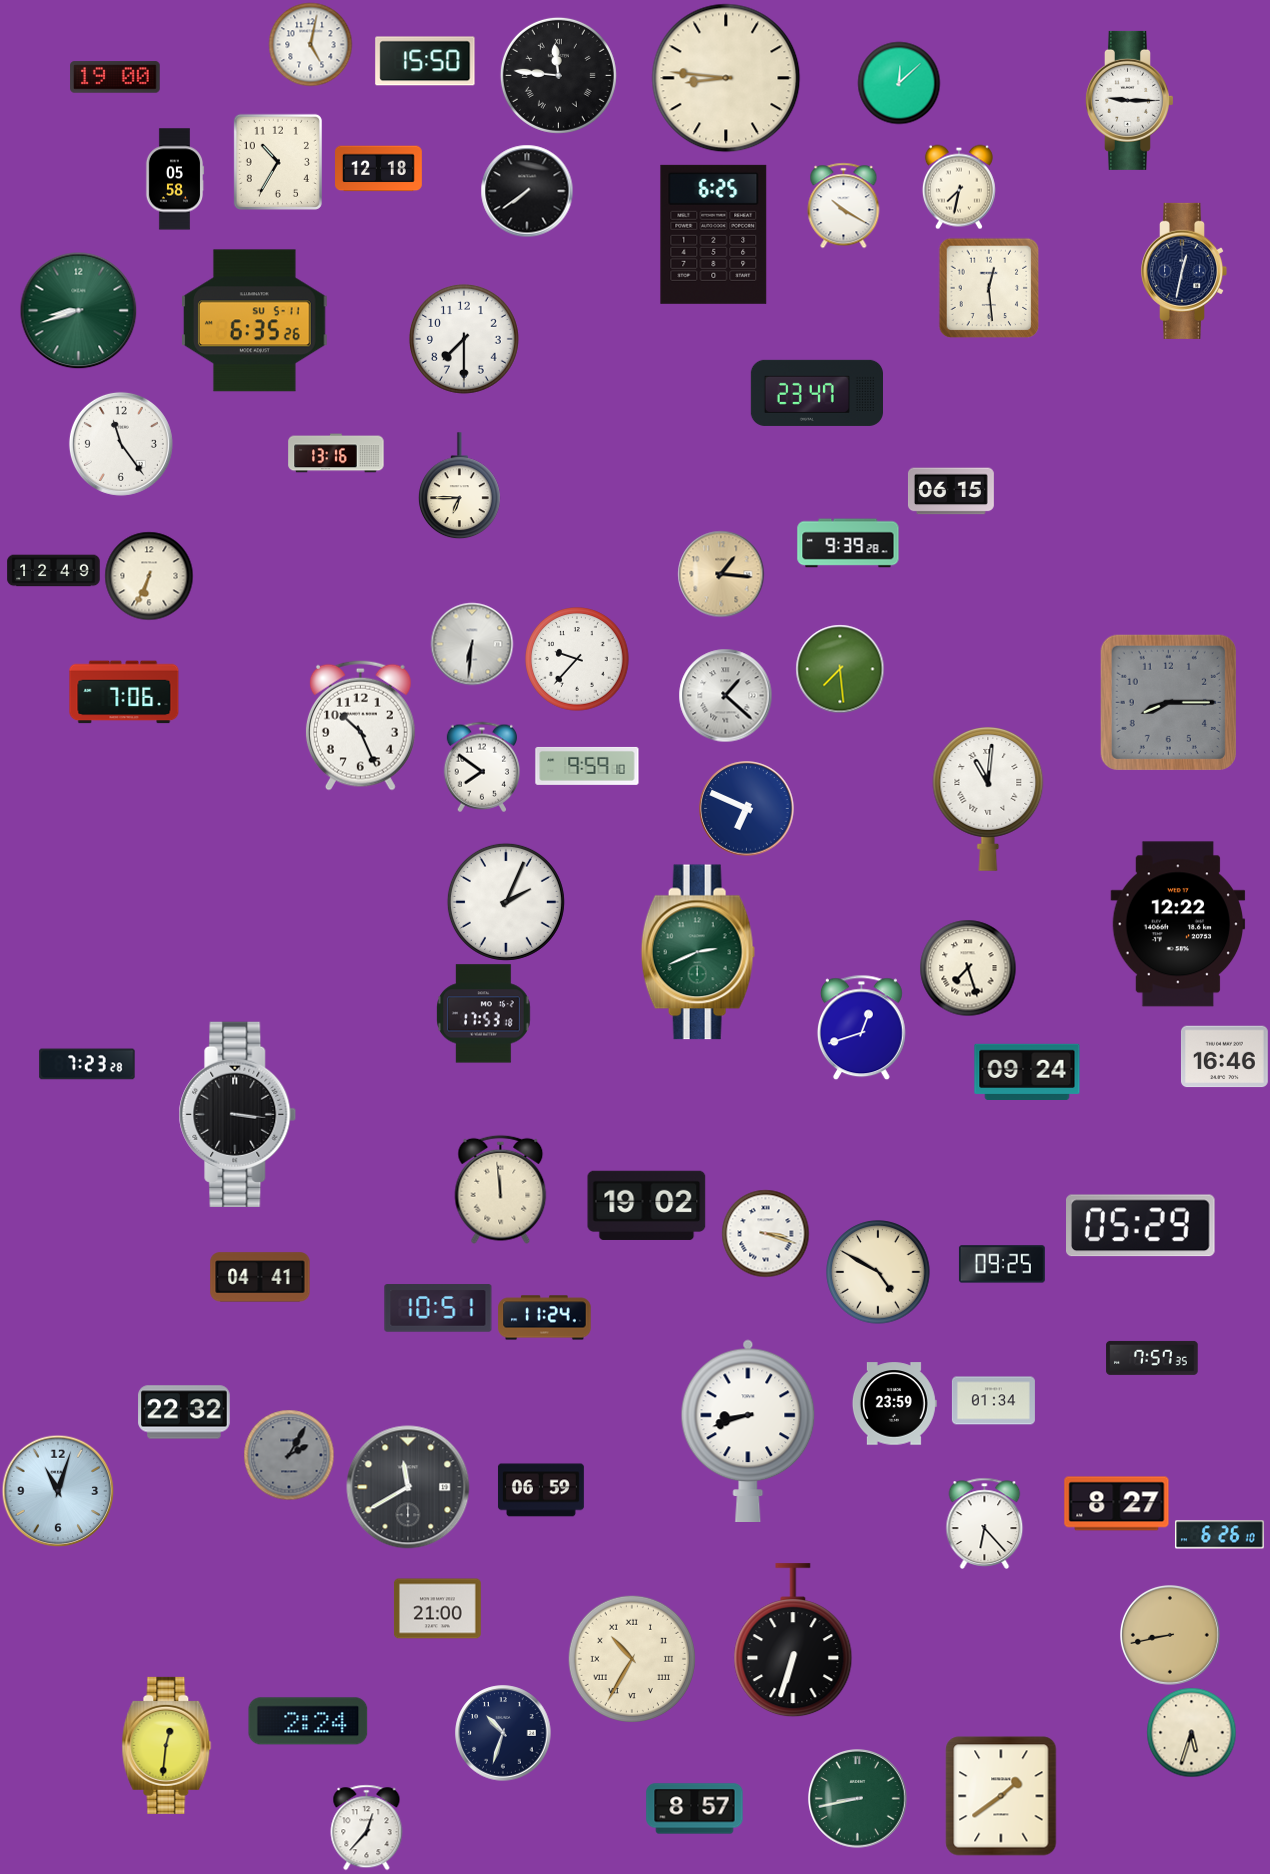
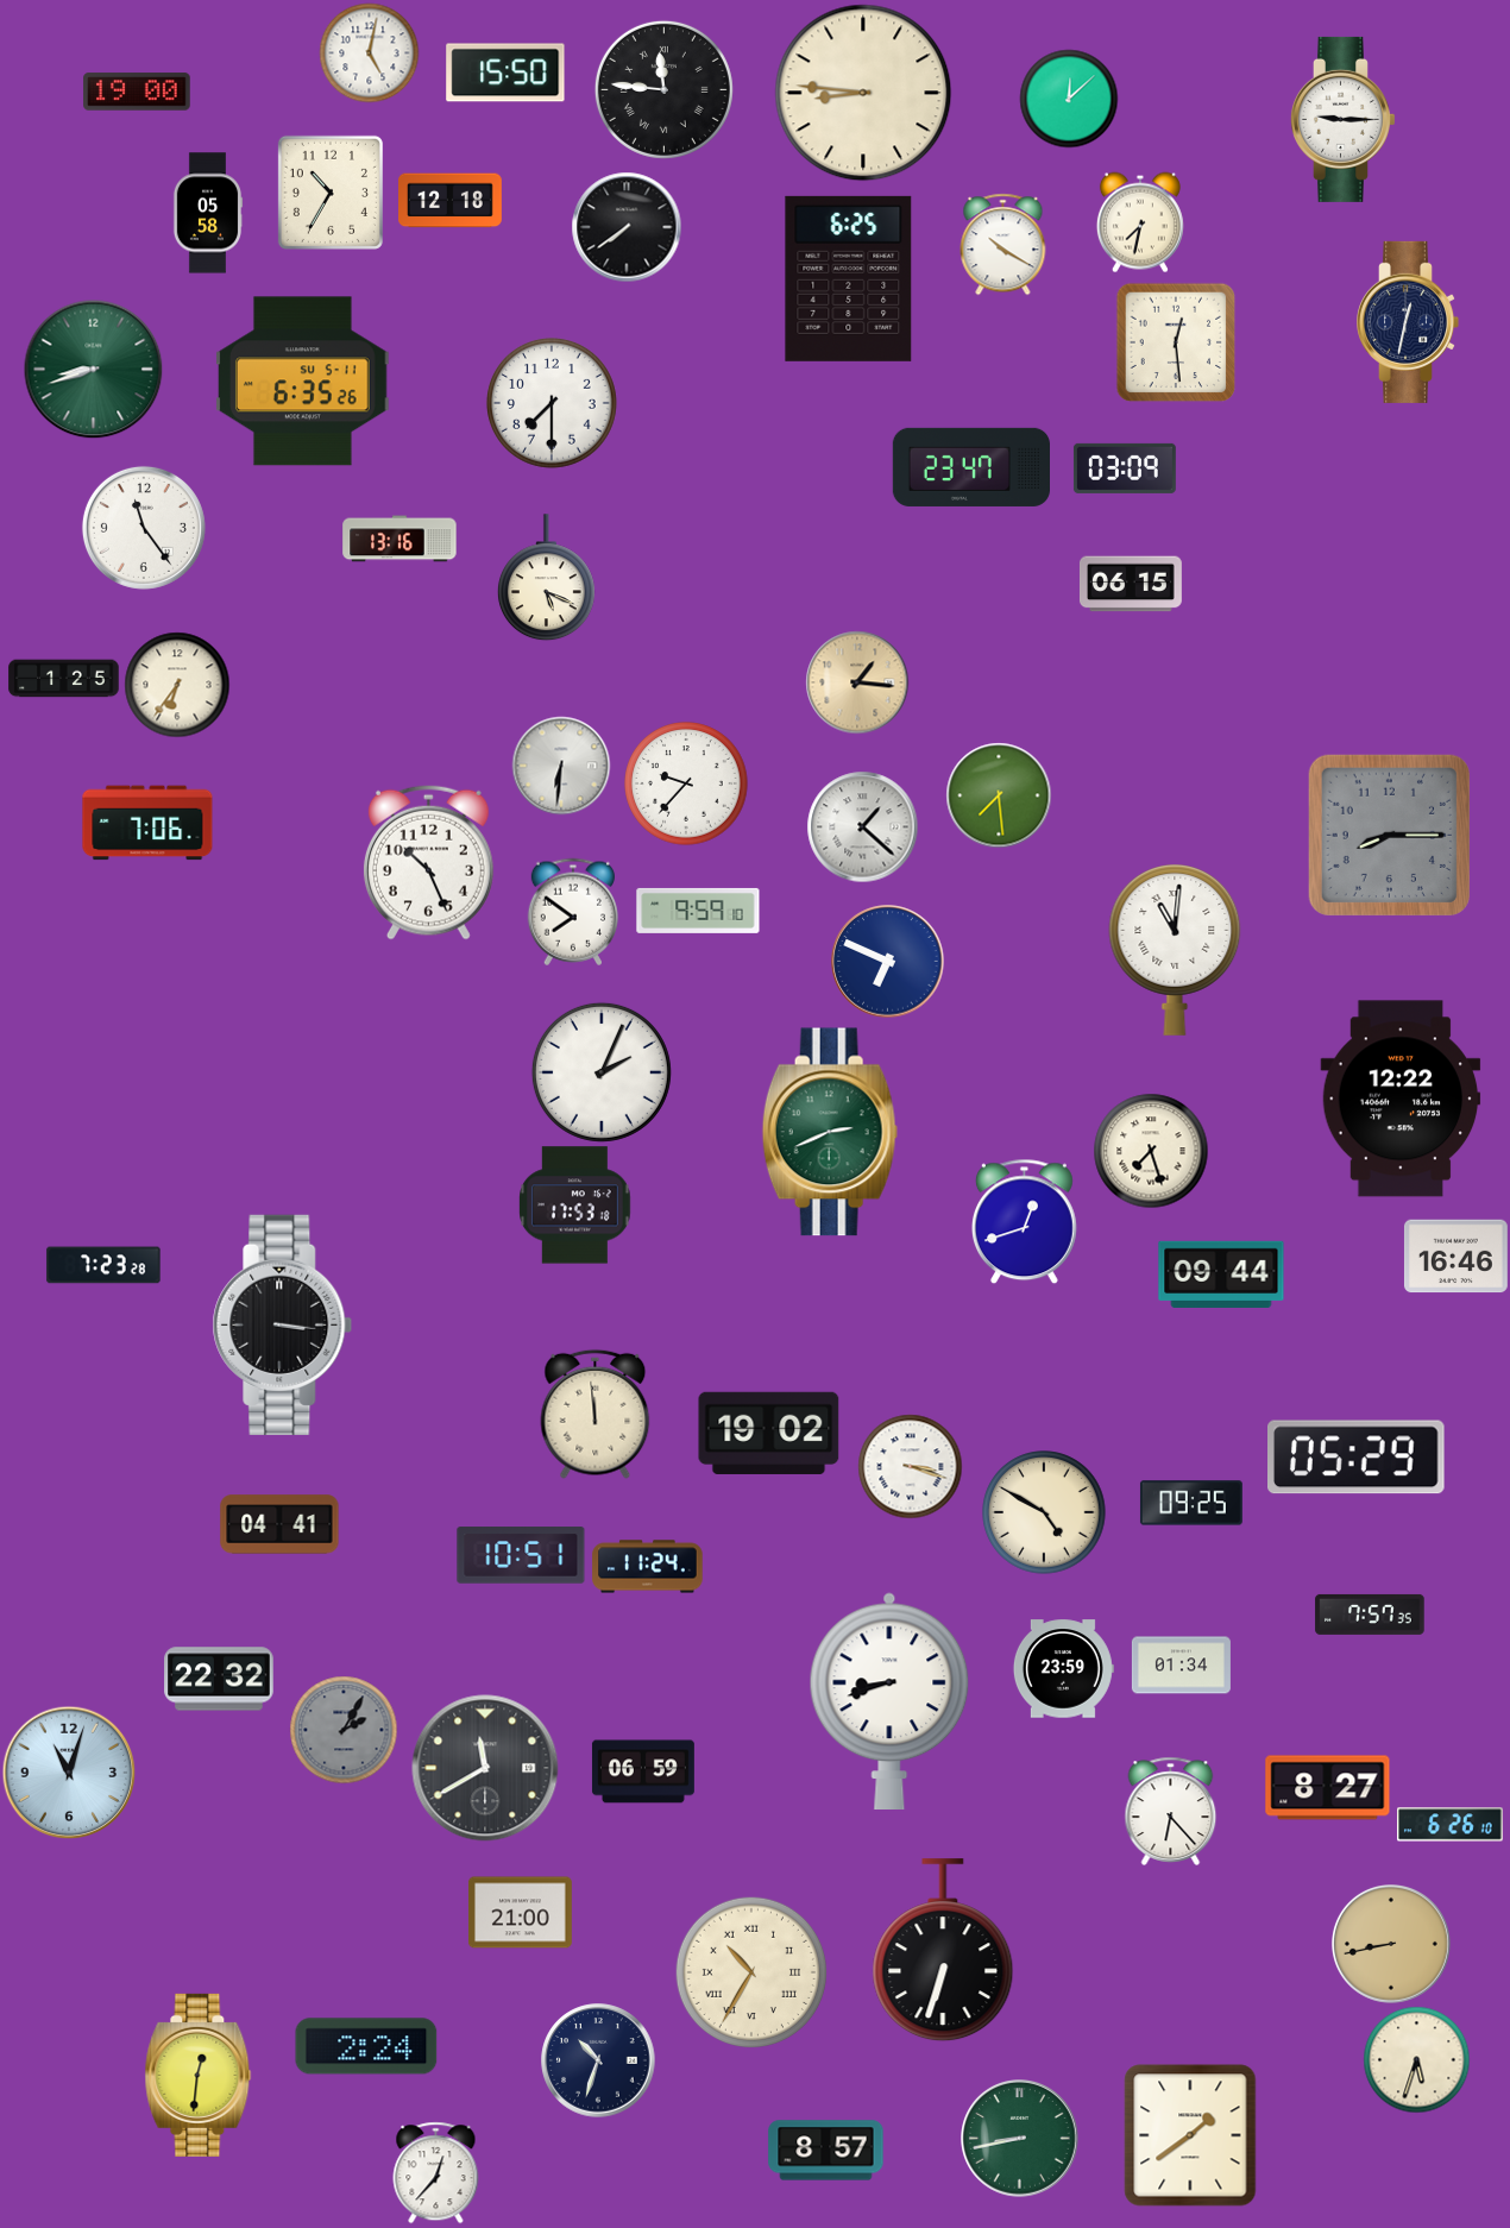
clock at (1125, 468): none -> 03:09
clock at (460, 486): 6:45 -> 5:19
clock at (848, 543): 9:39 -> none
clock at (54, 571): 12:49 -> 1:25
clock at (149, 576): 6:34 -> 6:36
clock at (1027, 1071): 09:24 -> 09:44
clock at (260, 1277) position: (260, 1277) -> (279, 1524)
